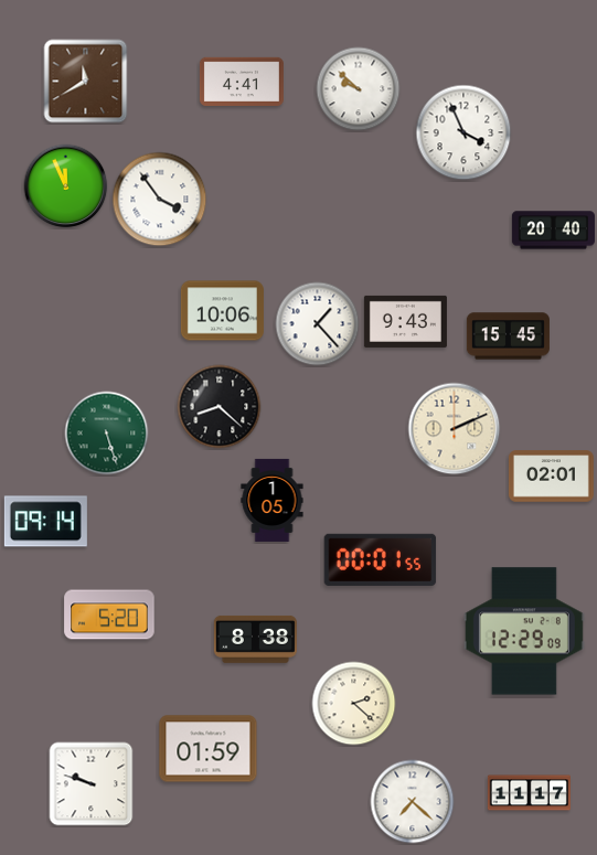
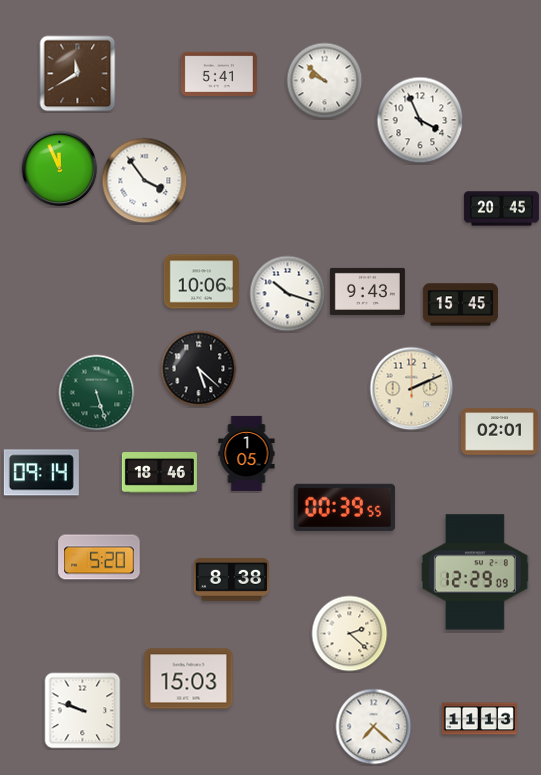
clock at (242, 81): 4:41 -> 5:41
clock at (553, 231): 20:40 -> 20:45
clock at (318, 324): 1:23 -> 10:18
clock at (220, 407): 8:22 -> 5:22
clock at (159, 473): none -> 18:46
clock at (381, 559): 00:01 -> 00:39
clock at (354, 704) position: (354, 704) -> (350, 634)
clock at (209, 749): 01:59 -> 15:03
clock at (529, 793): 11:17 -> 11:13
